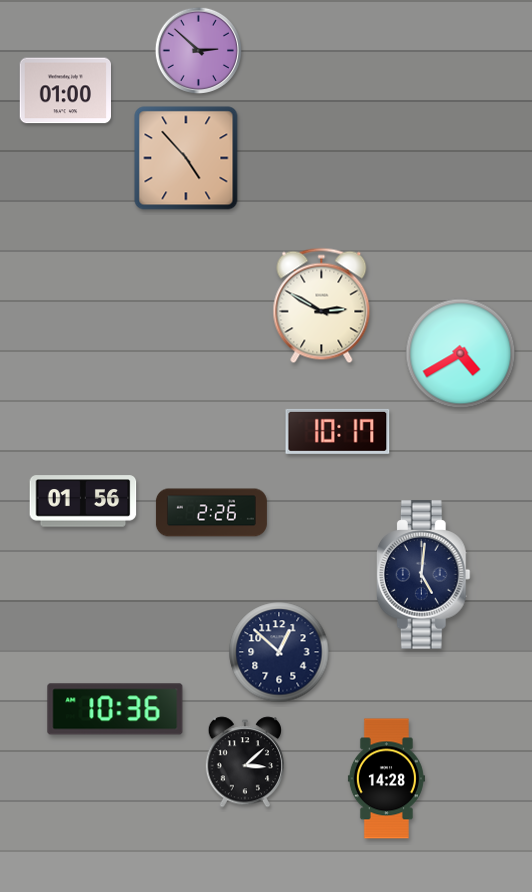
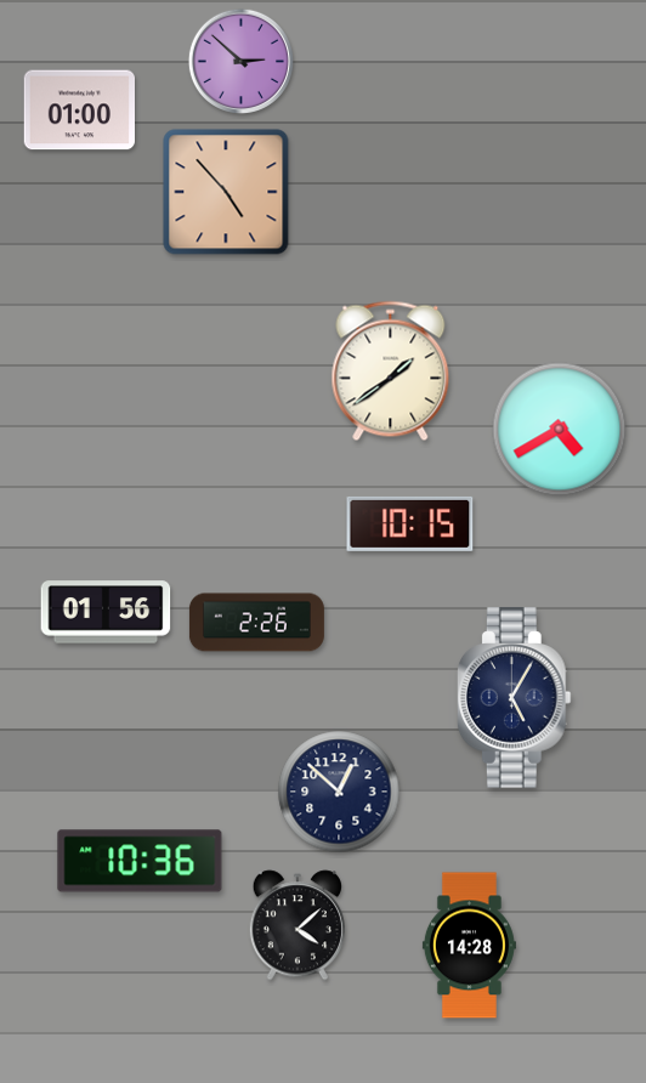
clock at (322, 306): 2:50 -> 1:39
clock at (338, 431): 10:17 -> 10:15
clock at (83, 501) position: (83, 501) -> (106, 612)
clock at (423, 575): 5:01 -> 5:05
clock at (244, 762): 3:08 -> 4:08
